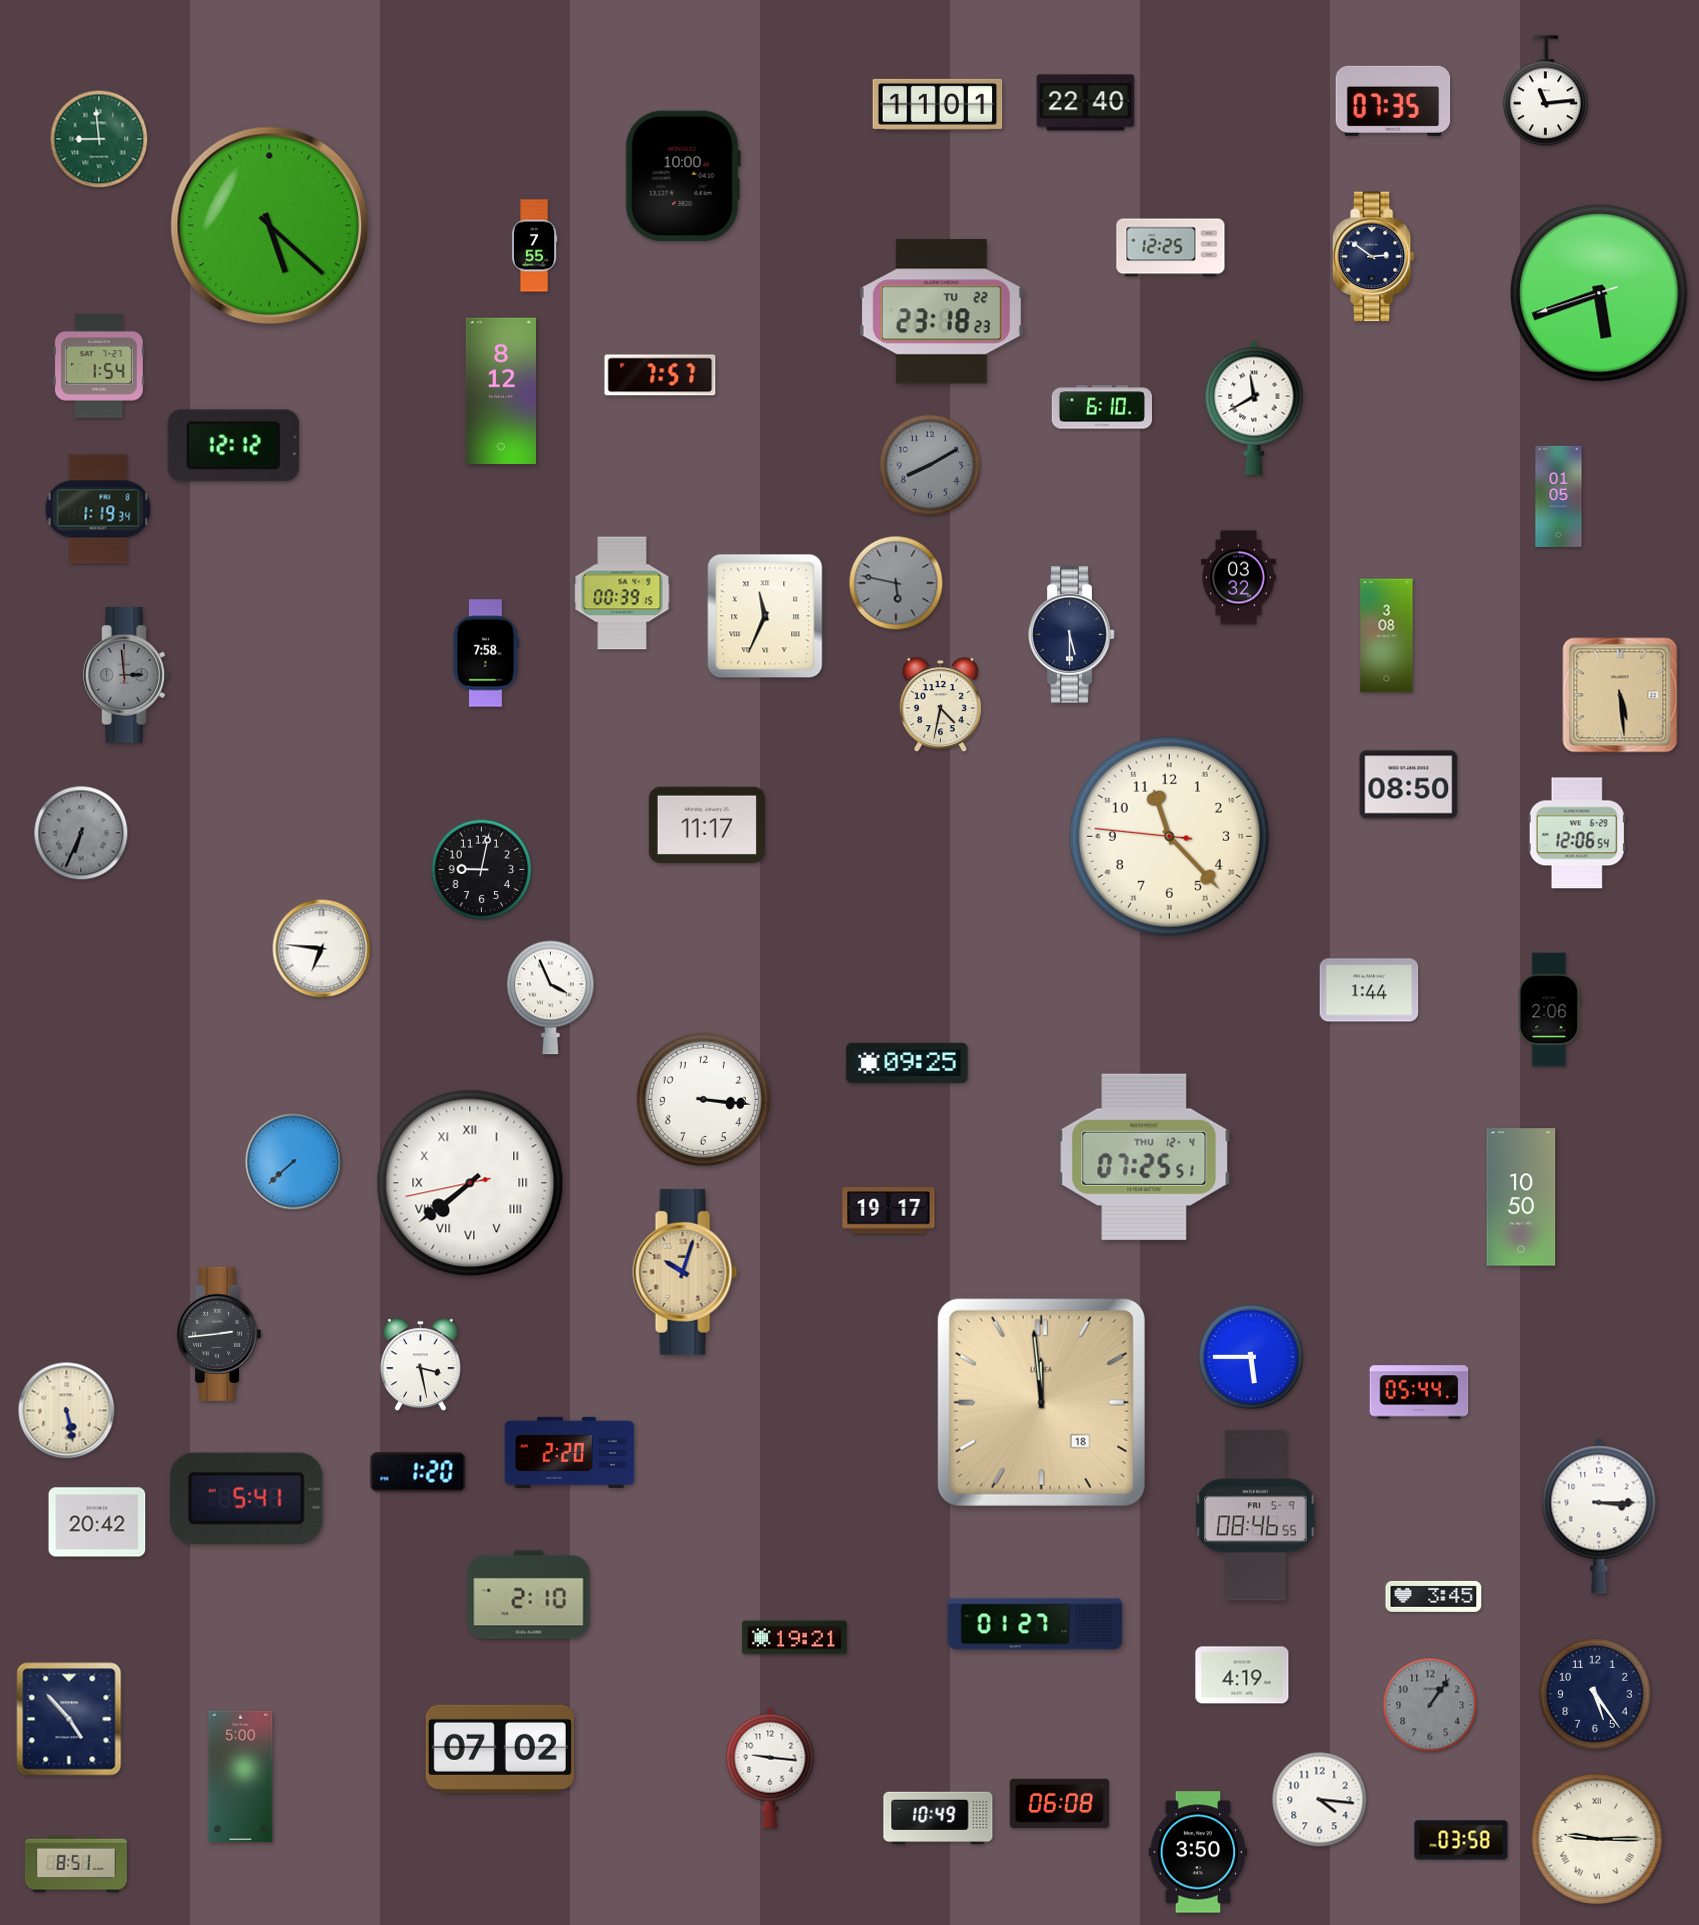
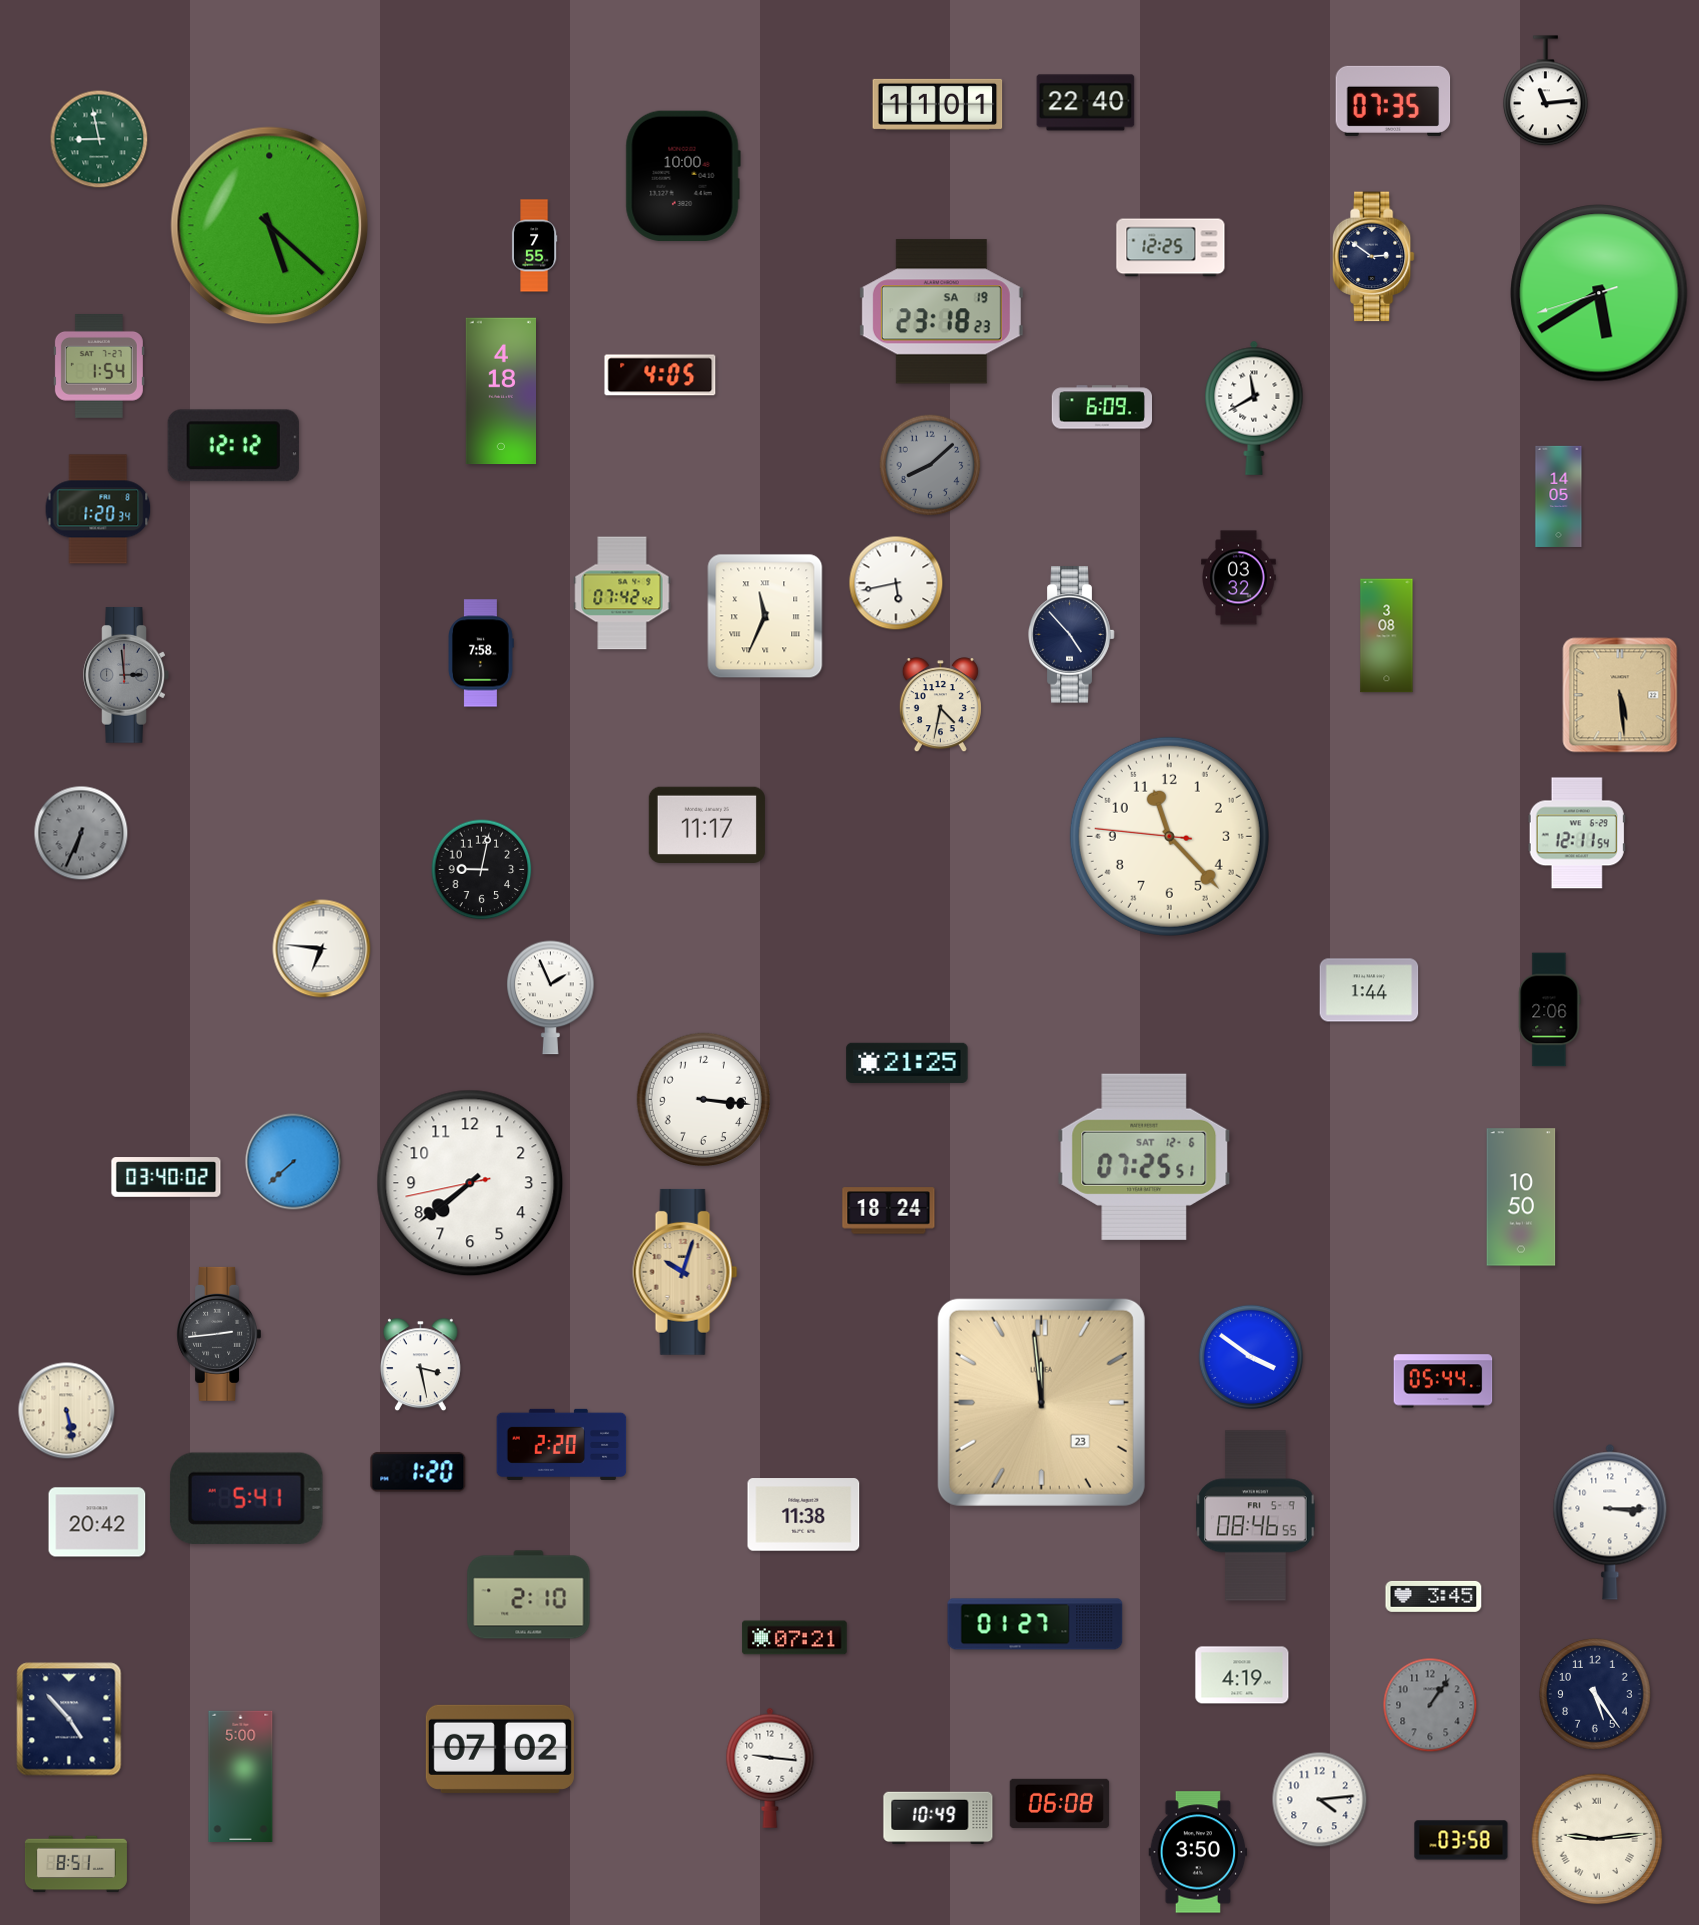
clock at (99, 139): 8:59 -> 8:58
clock at (1599, 293): 5:41 -> 5:39
clock at (941, 312) date: TU 22 -> SA 19
clock at (660, 375): 7:57 -> 4:05
clock at (500, 391): 8:12 -> 4:18
clock at (1101, 407): 6:10 -> 6:09
clock at (930, 465): 8:10 -> 8:08
clock at (1559, 496): 01:05 -> 14:05
clock at (98, 509): 1:19 -> 1:20
clock at (896, 583): 5:47 -> 5:43
clock at (896, 583) dial: grey -> white
clock at (622, 593): 00:39 -> 07:42
clock at (1072, 635): 5:30 -> 4:53
clock at (486, 653) position: (486, 653) -> (481, 653)
clock at (1409, 785): 08:50 -> none
clock at (1577, 833): 12:06 -> 12:11
clock at (551, 998): 3:56 -> 1:56
clock at (907, 1063): 09:25 -> 21:25
clock at (1144, 1157) date: THU 12-4 -> SAT 12-6
clock at (166, 1177): none -> 03:40
clock at (470, 1183) numerals: Roman -> Arabic
clock at (889, 1211): 19:17 -> 18:24
clock at (1250, 1356): 5:45 -> 3:51
clock at (1419, 1392) position: (1419, 1392) -> (1443, 1381)
clock at (1041, 1402) date: 18 -> 23
clock at (570, 1452) position: (570, 1452) -> (562, 1444)
clock at (804, 1515): none -> 11:38
clock at (1599, 1516) position: (1599, 1516) -> (1610, 1522)
clock at (795, 1638): 19:21 -> 07:21
clock at (1320, 1800): 4:16 -> 4:14
clock at (1597, 1839): 9:15 -> 9:14
